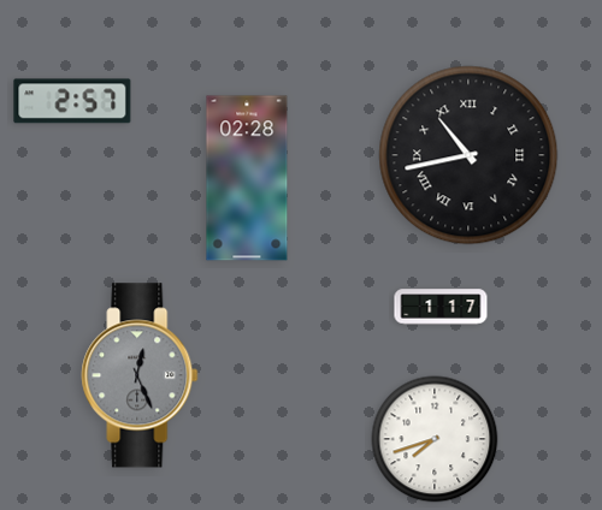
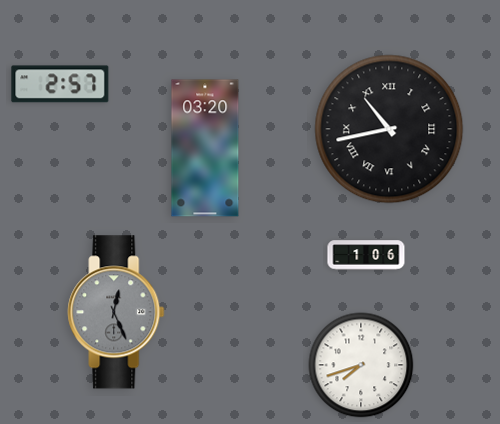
clock at (247, 178): 02:28 -> 03:20
clock at (441, 307): 1:17 -> 1:06
